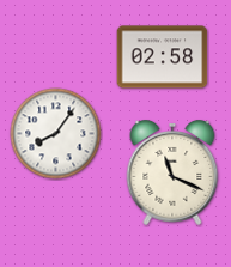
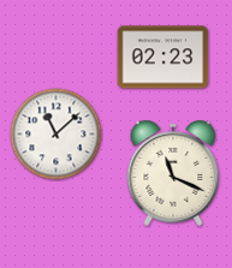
clock at (163, 57): 02:58 -> 02:23
clock at (56, 134): 8:06 -> 11:08
